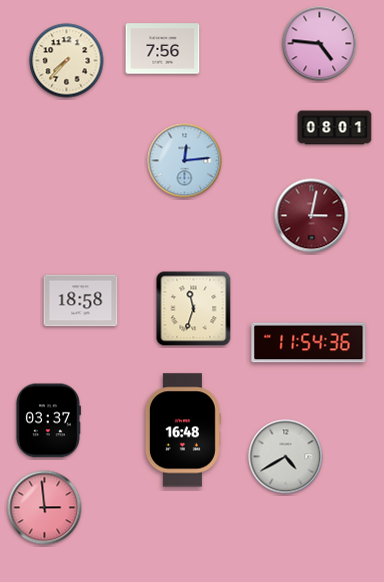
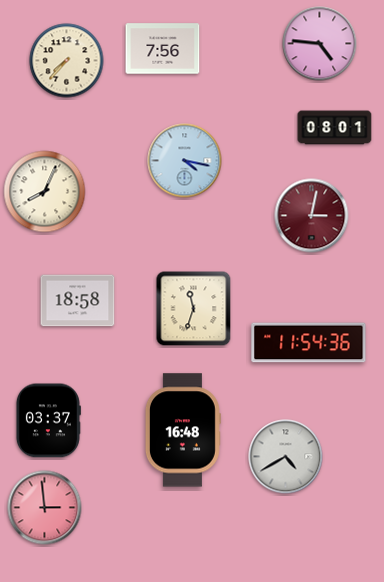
clock at (185, 161): 12:14 -> 4:17
clock at (45, 192): none -> 8:04
clock at (81, 301) position: (81, 301) -> (78, 301)
